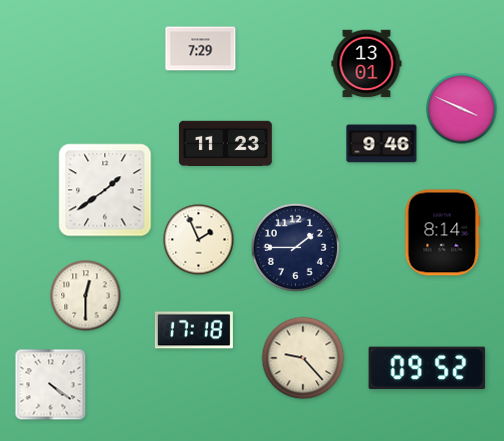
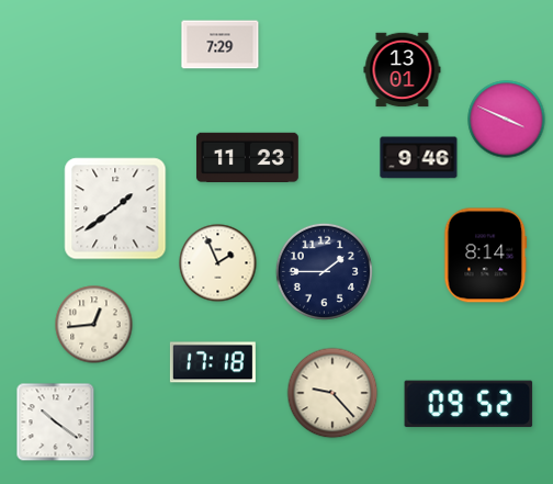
clock at (201, 49) position: (201, 49) -> (221, 45)
clock at (86, 296): 12:30 -> 12:44
clock at (51, 385): 4:21 -> 10:21
